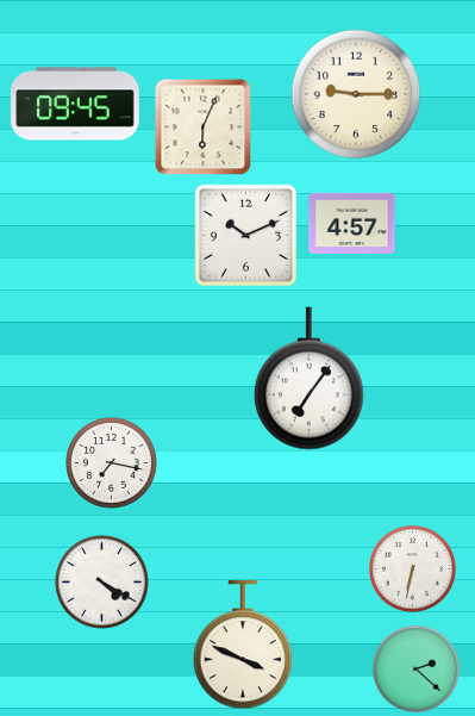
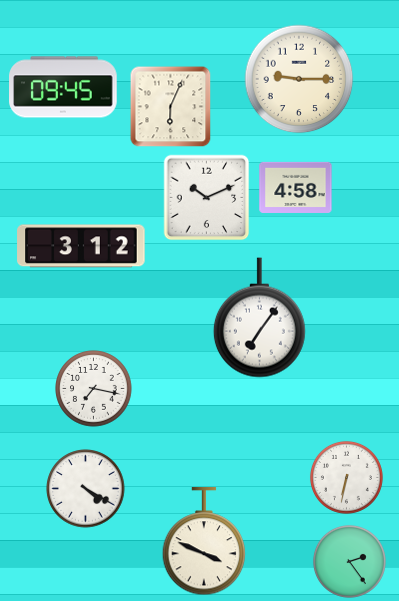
clock at (352, 223): 4:57 -> 4:58
clock at (81, 246): none -> 3:12
clock at (415, 668): 2:22 -> 2:24
